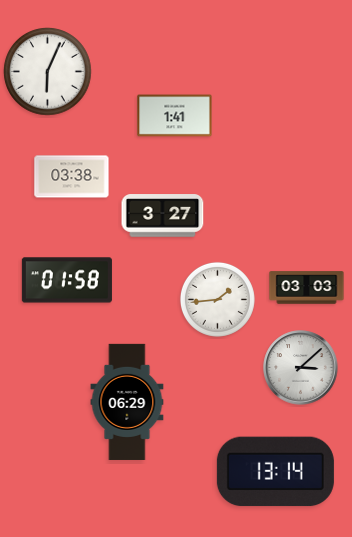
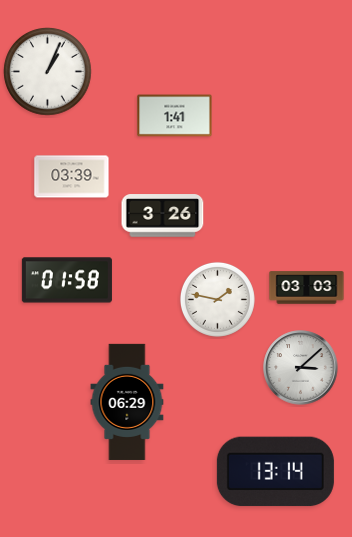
clock at (48, 72): 6:04 -> 1:04
clock at (72, 177): 03:38 -> 03:39
clock at (163, 216): 3:27 -> 3:26
clock at (217, 299): 1:44 -> 1:47
